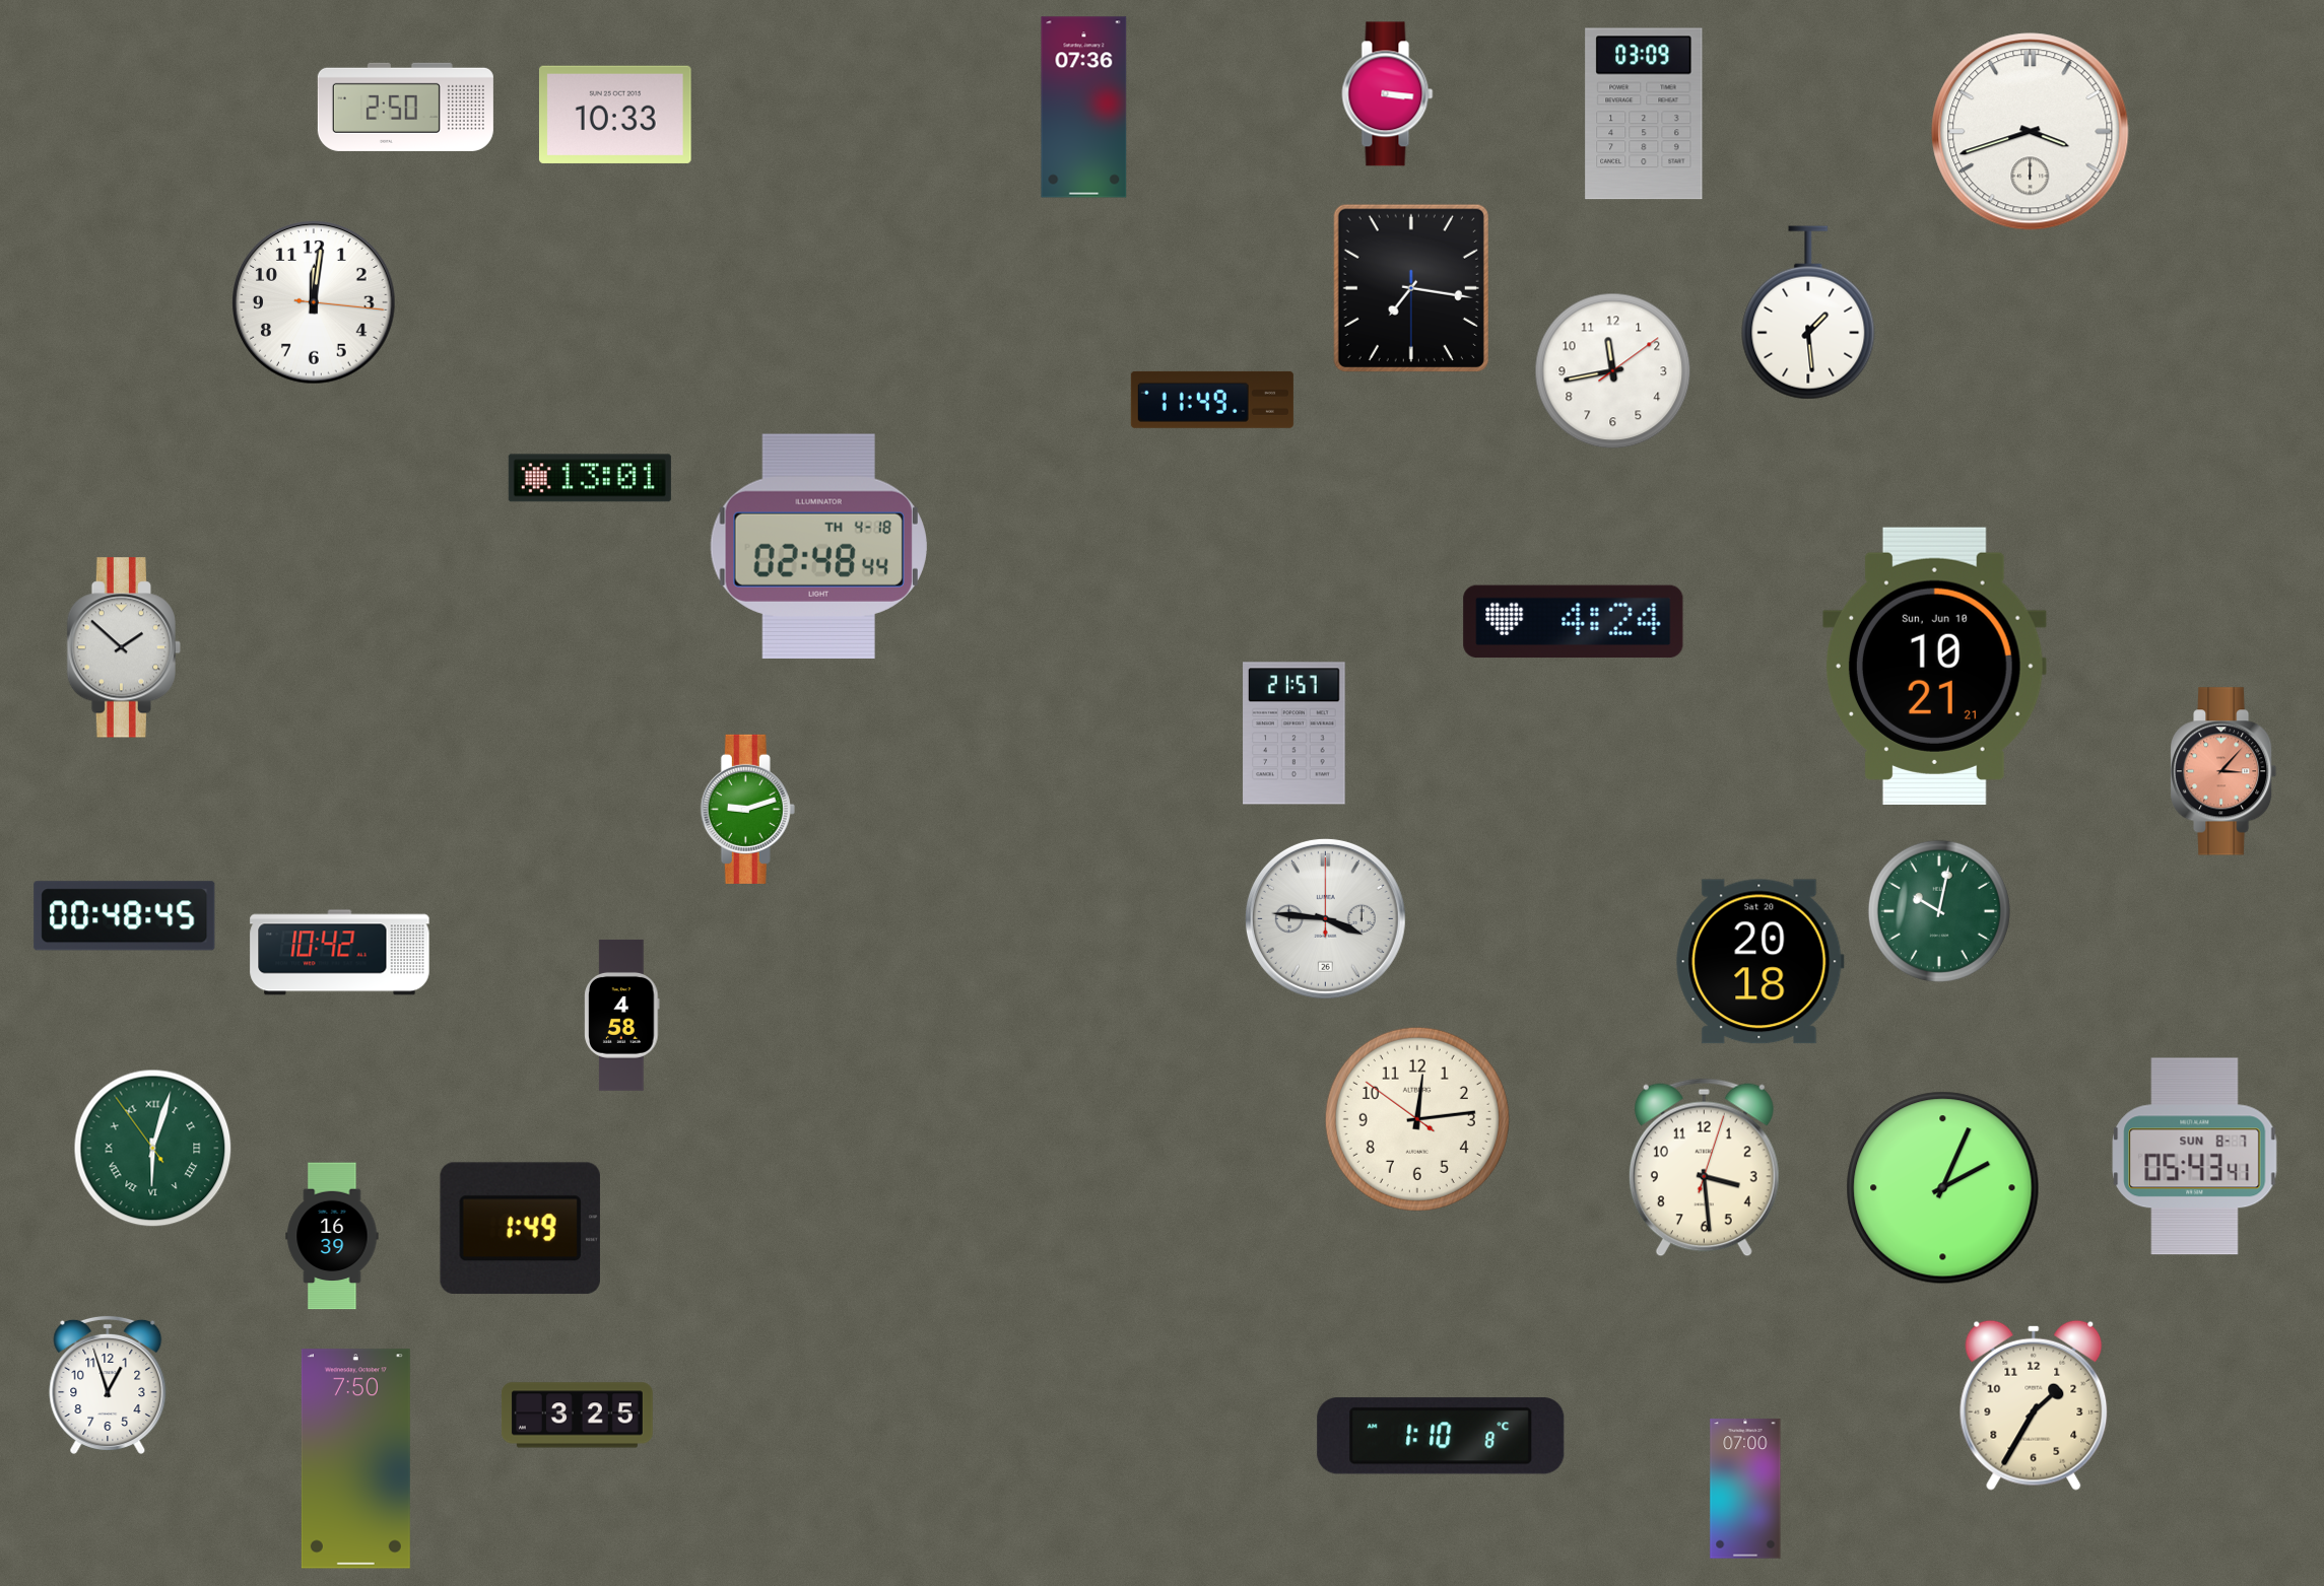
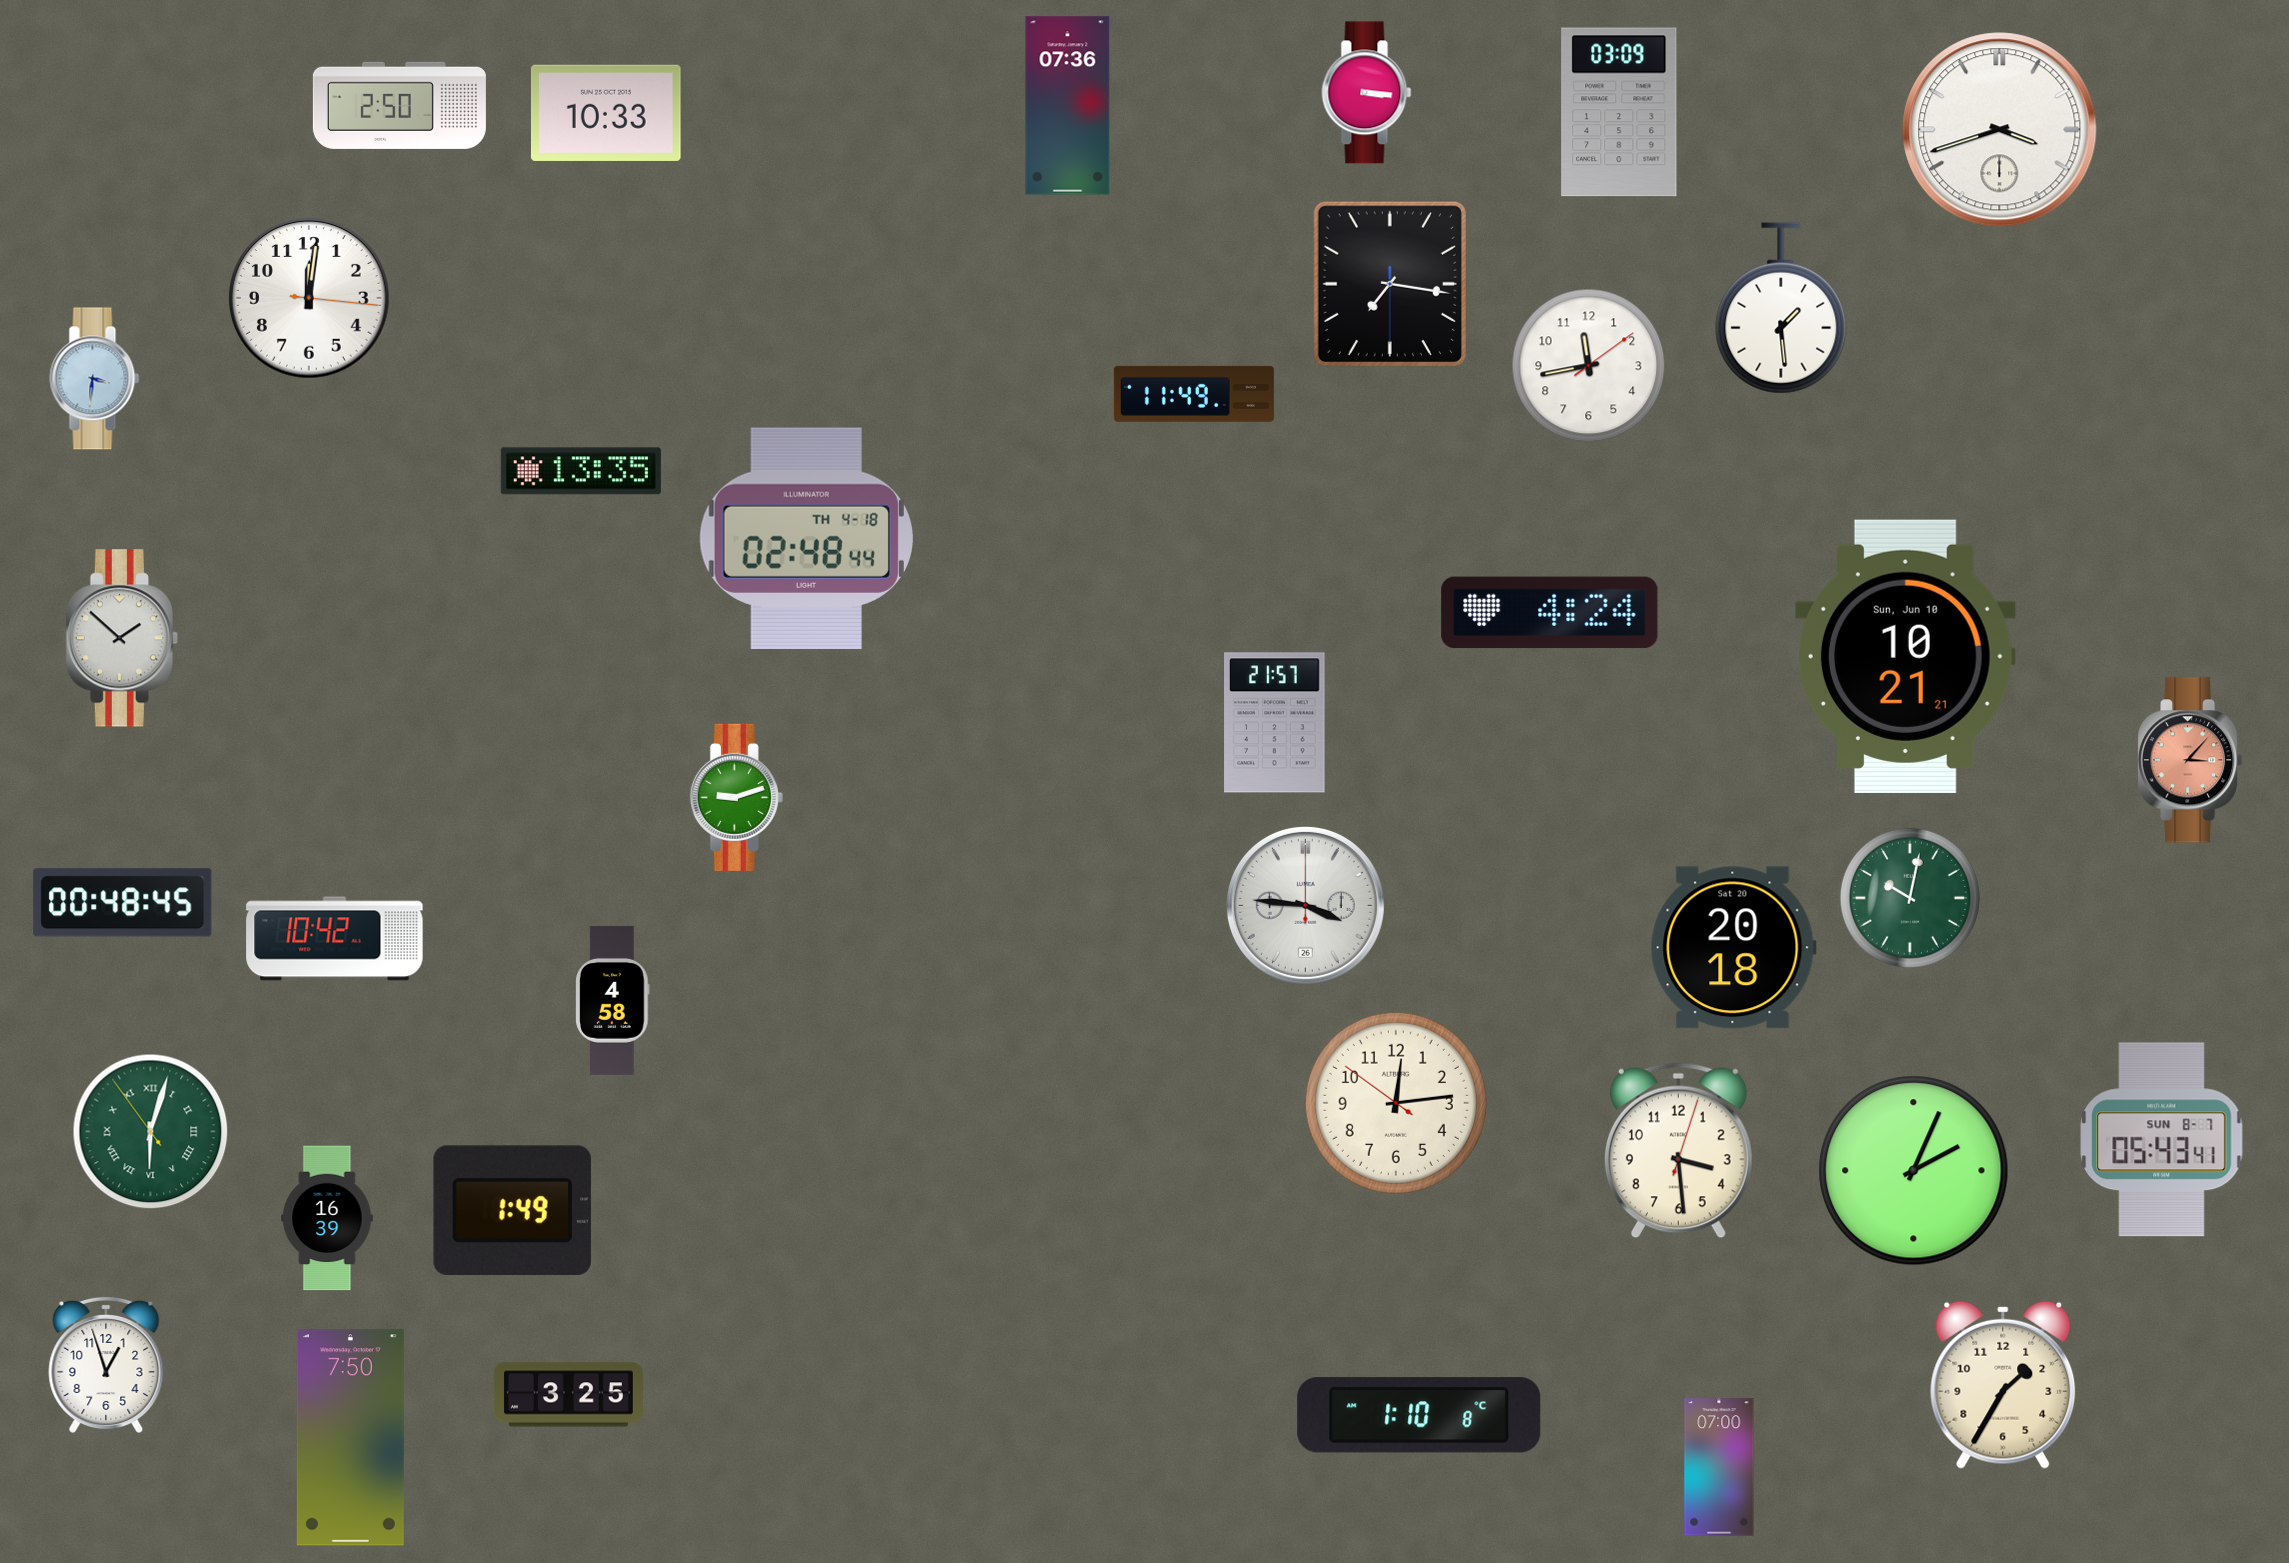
clock at (95, 379): none -> 3:31
clock at (590, 478): 13:01 -> 13:35
